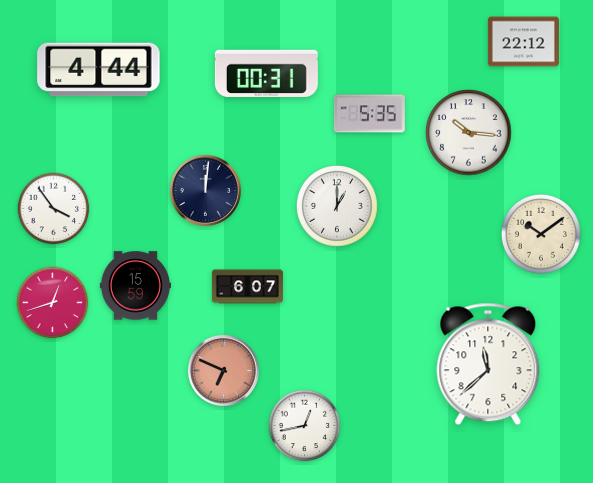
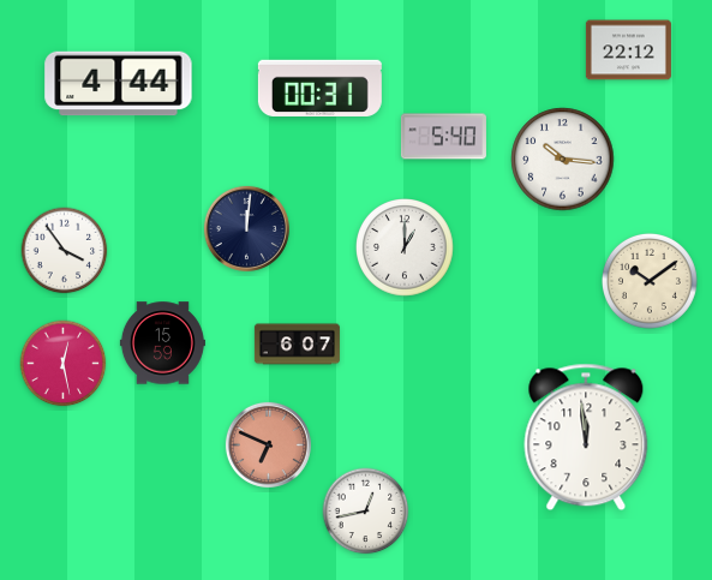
clock at (369, 114): 5:35 -> 5:40
clock at (53, 303): 12:42 -> 12:28
clock at (488, 364): 11:38 -> 11:59
